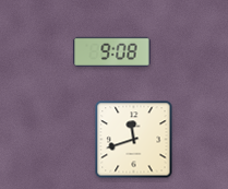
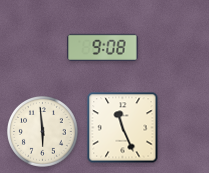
clock at (134, 140): 11:42 -> 11:26
clock at (43, 132): none -> 5:59
